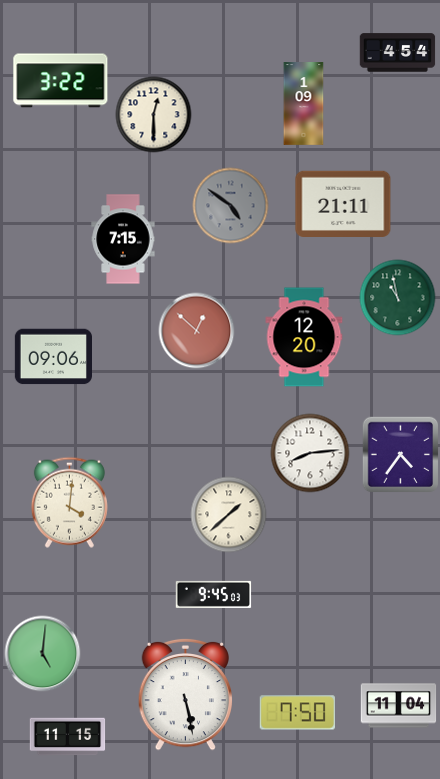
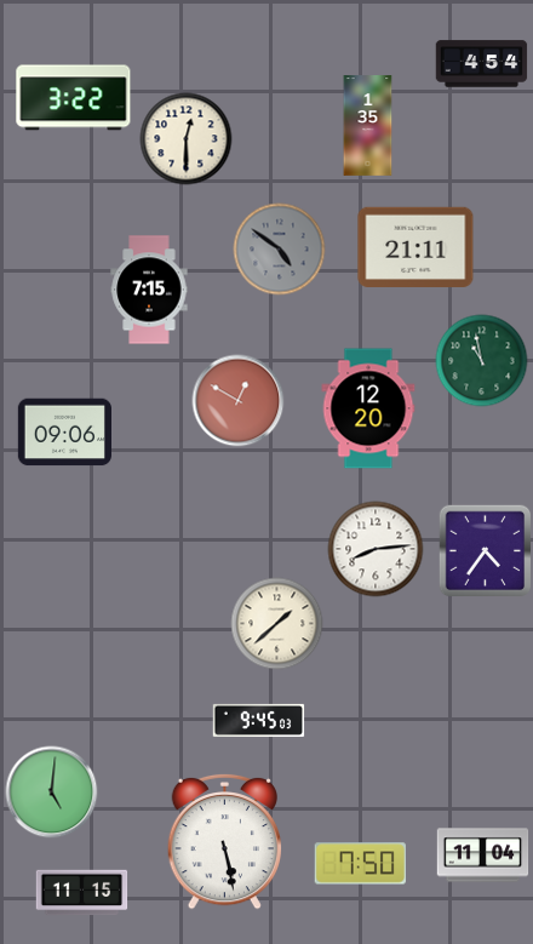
clock at (304, 104): 1:09 -> 1:35
clock at (197, 331): 12:52 -> 12:50
clock at (69, 502): 4:01 -> none
